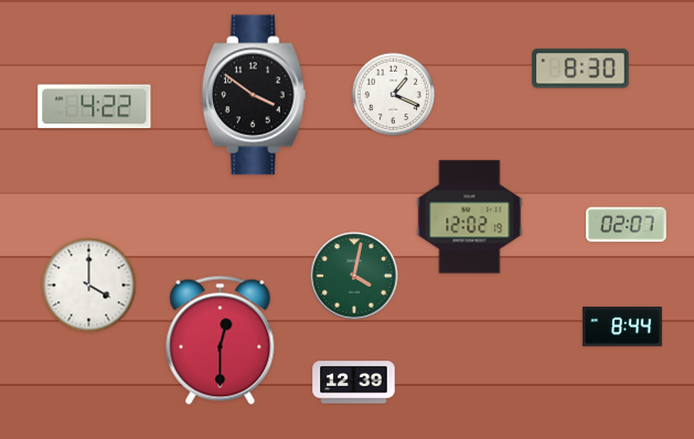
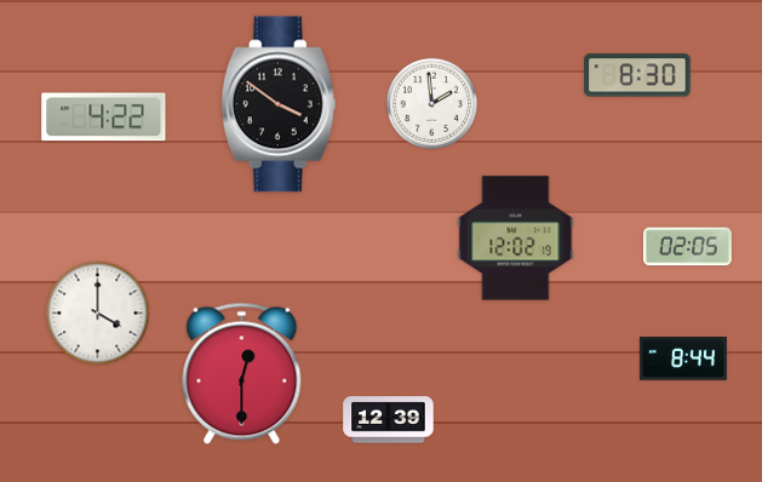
clock at (394, 95): 1:19 -> 1:59
clock at (627, 225): 02:07 -> 02:05
clock at (354, 276): 4:02 -> none
